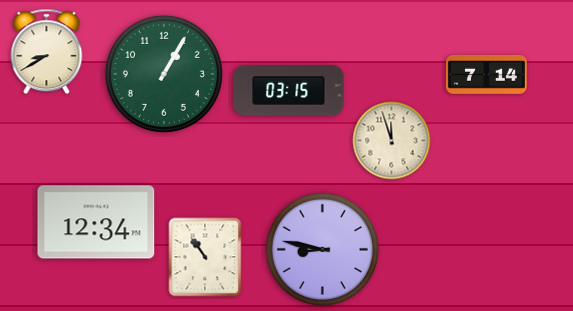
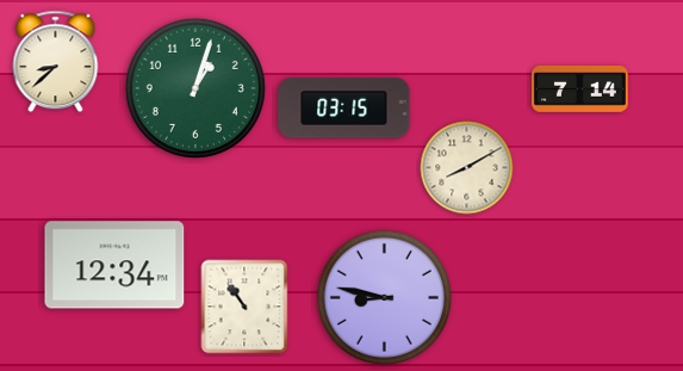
clock at (47, 52): 8:40 -> 8:38
clock at (164, 74): 1:05 -> 1:03
clock at (392, 141): 11:57 -> 8:10
